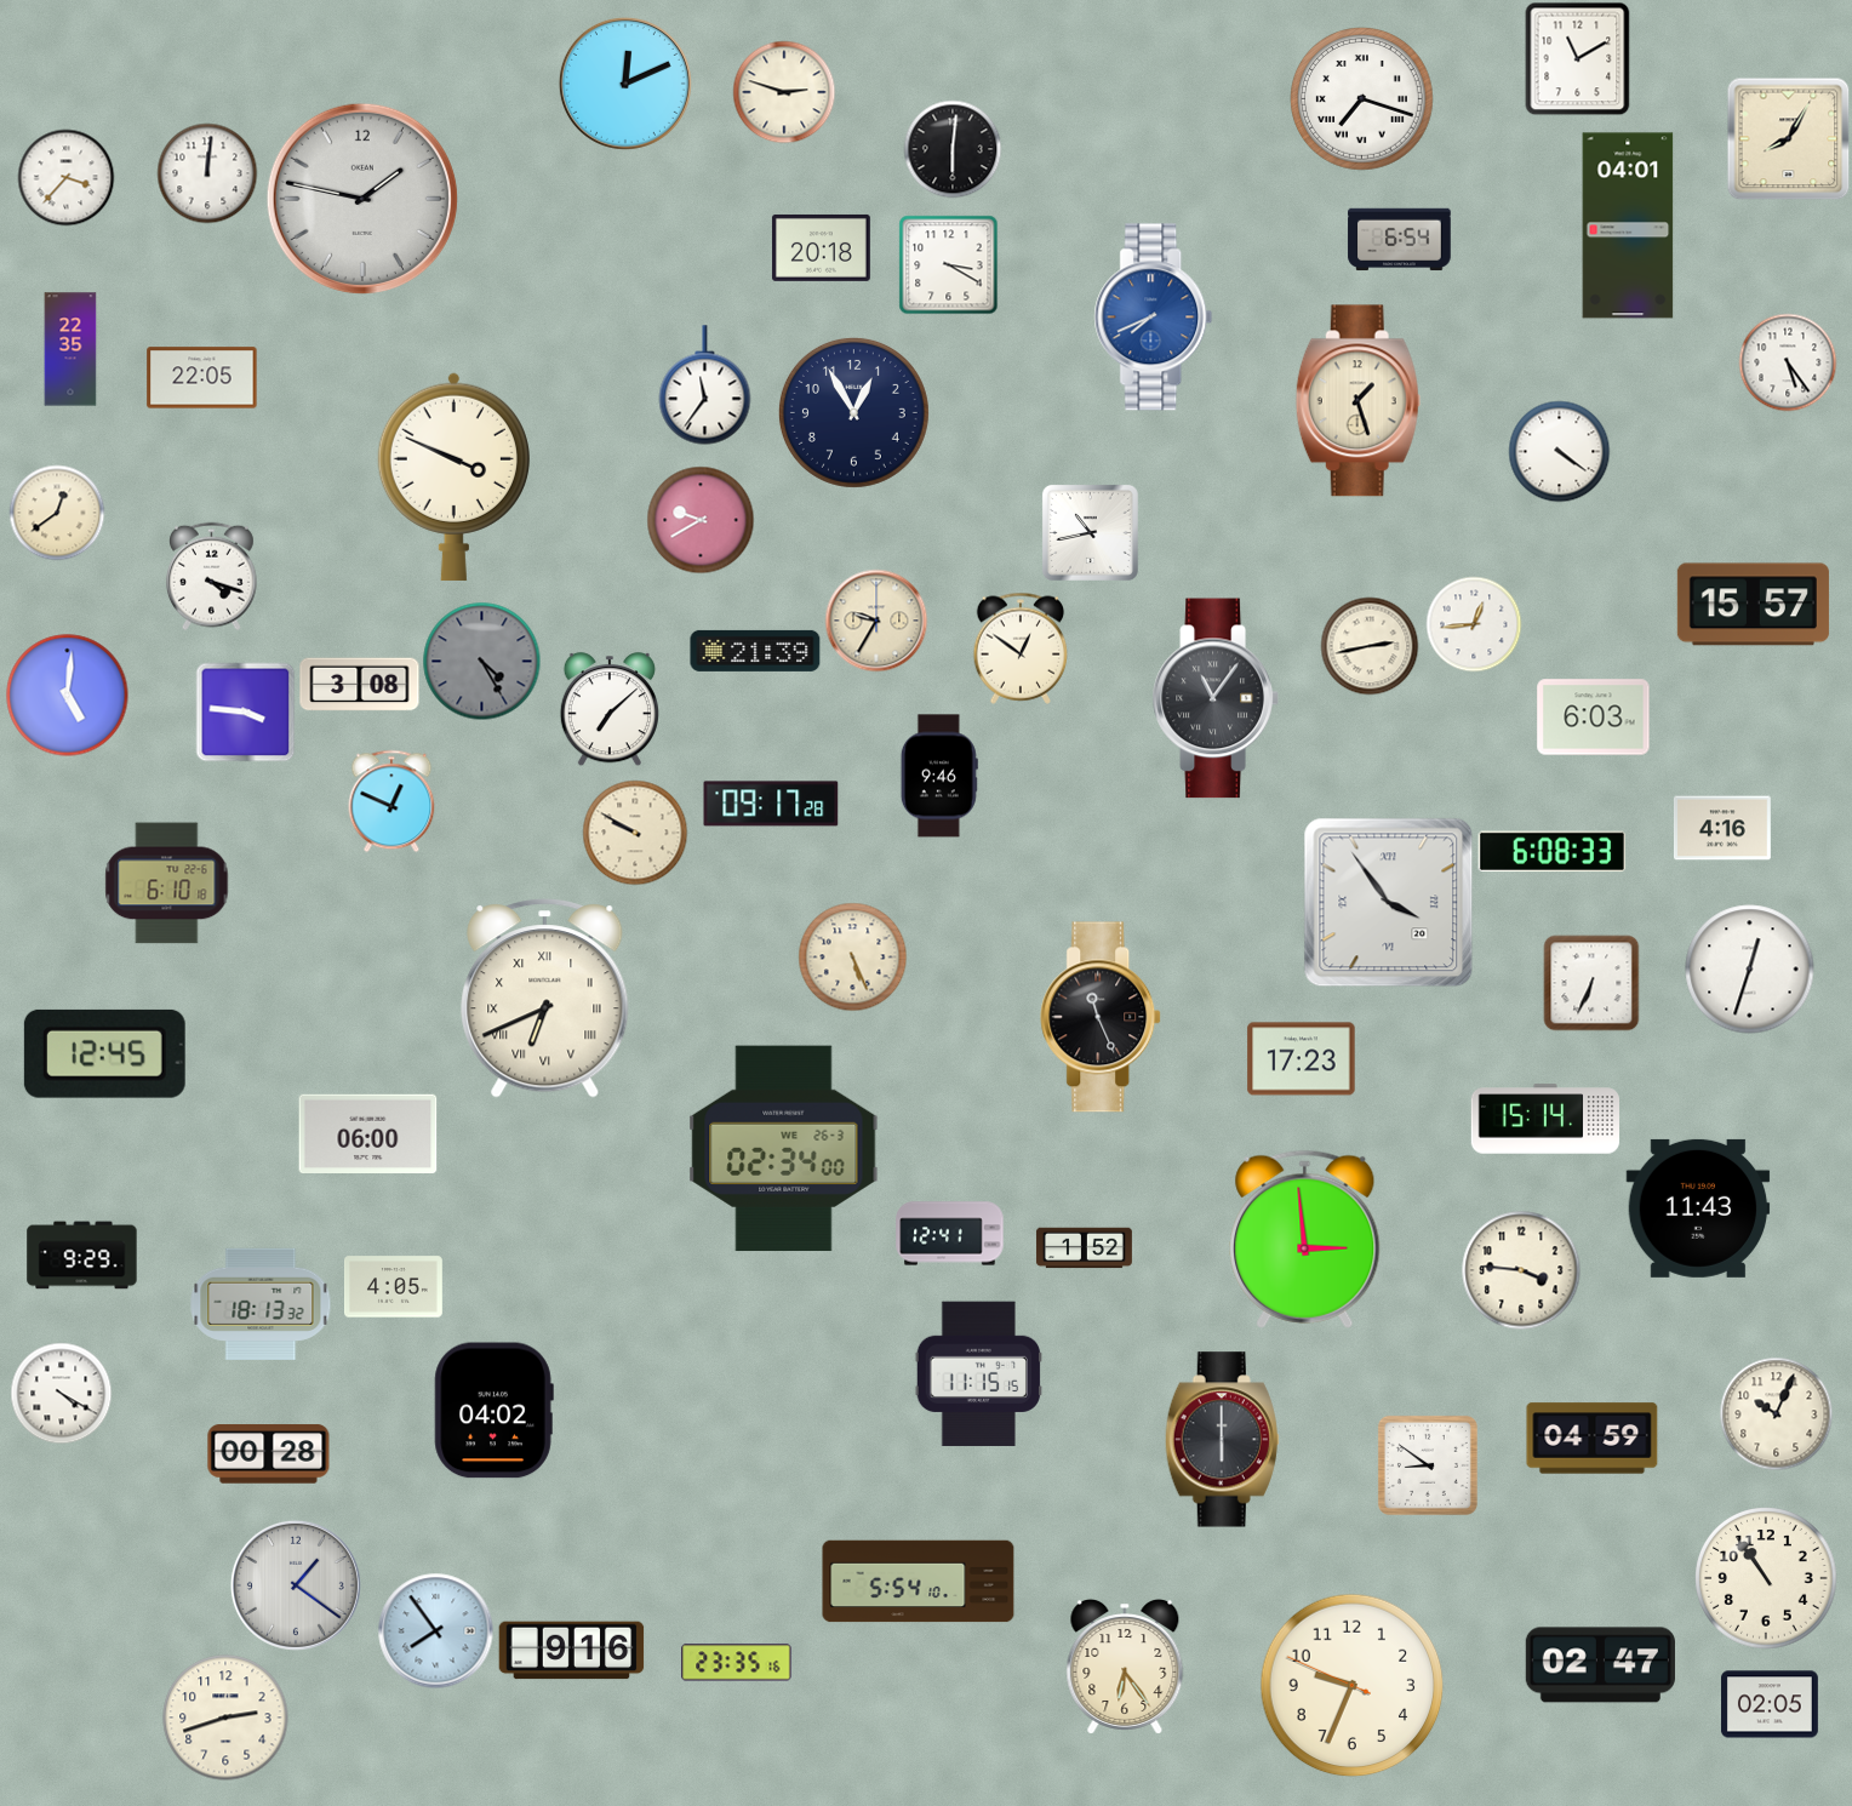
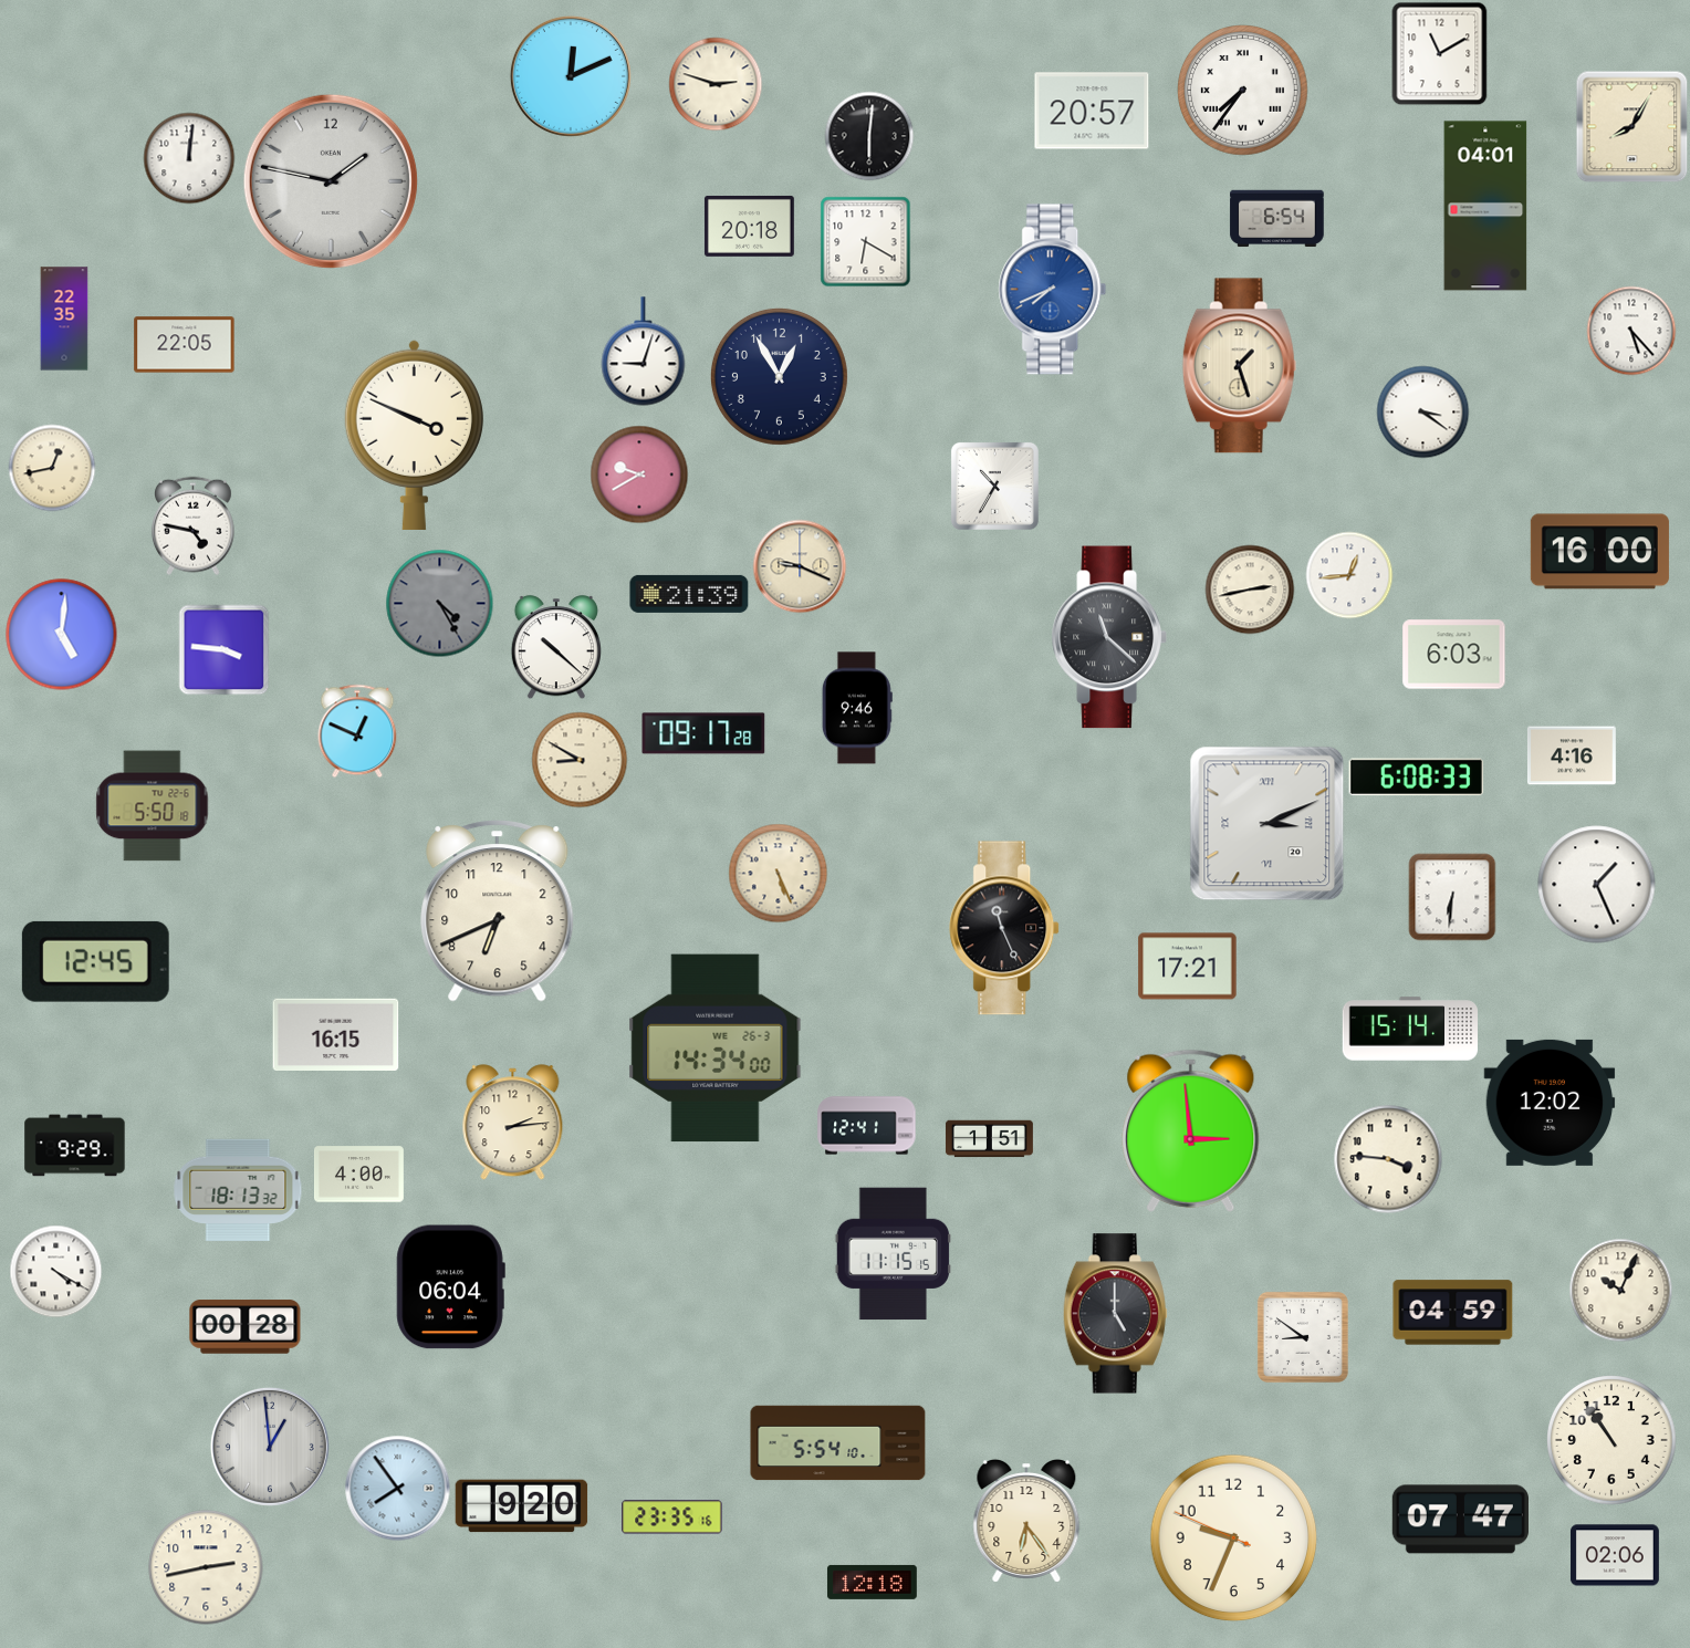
clock at (1362, 99): 7:18 -> 7:36
clock at (1092, 111): none -> 20:57
clock at (65, 177): 3:37 -> none
clock at (948, 264): 3:20 -> 6:20
clock at (1788, 362): 5:24 -> 5:23
clock at (705, 385): 11:36 -> 9:03
clock at (1559, 451): 4:21 -> 3:21
clock at (57, 513): 12:39 -> 12:43
clock at (1090, 532): 10:43 -> 10:35
clock at (211, 576): 4:18 -> 4:47
clock at (1753, 605): 15:57 -> 16:00
clock at (876, 621): 9:35 -> 9:19
clock at (1474, 624) position: (1474, 624) -> (1349, 575)
clock at (1021, 648): 12:51 -> none
clock at (360, 685): 3:08 -> none
clock at (1216, 698): 11:06 -> 11:22
clock at (610, 709): 7:08 -> 10:22
clock at (635, 833): 9:50 -> 8:50
clock at (167, 884): 6:10 -> 5:50
clock at (1389, 903): 3:54 -> 3:11
clock at (1750, 970): 12:33 -> 1:26
clock at (1591, 983): 6:34 -> 6:31
clock at (545, 999) numerals: Roman -> Arabic
clock at (1302, 1059): 17:23 -> 17:21
clock at (1545, 1119) position: (1545, 1119) -> (1410, 1029)
clock at (368, 1133): 06:00 -> 16:15
clock at (784, 1149): 02:34 -> 14:34
clock at (1698, 1208): 11:43 -> 12:02
clock at (513, 1123): none -> 2:14
clock at (1084, 1248): 1:52 -> 1:51
clock at (394, 1287): 4:05 -> 4:00
clock at (493, 1411): 04:02 -> 06:04
clock at (1222, 1440): 6:00 -> 5:00
clock at (296, 1585): 1:21 -> 12:59
clock at (572, 1651): 9:16 -> 9:20
clock at (1600, 1665): 02:47 -> 07:47
clock at (1770, 1704): 02:05 -> 02:06
clock at (225, 1718): 2:42 -> 2:43
clock at (872, 1582): none -> 12:18
